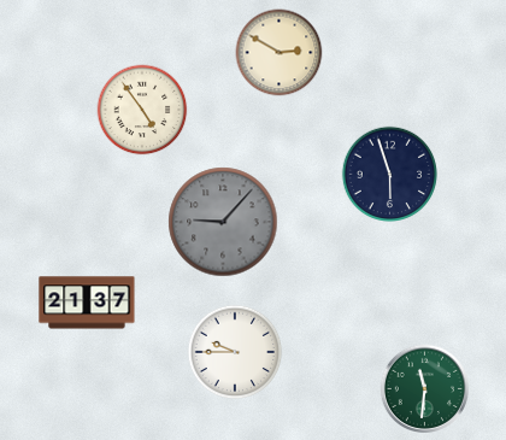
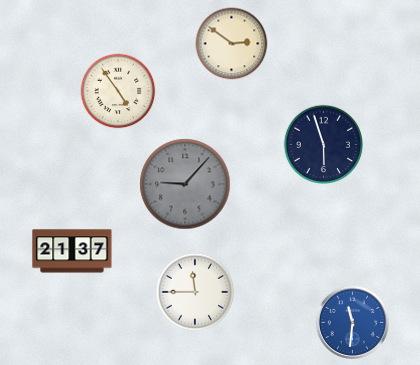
clock at (280, 53): 2:50 -> 2:51
clock at (235, 352): 9:45 -> 11:45
clock at (424, 388) dial: green -> blue
